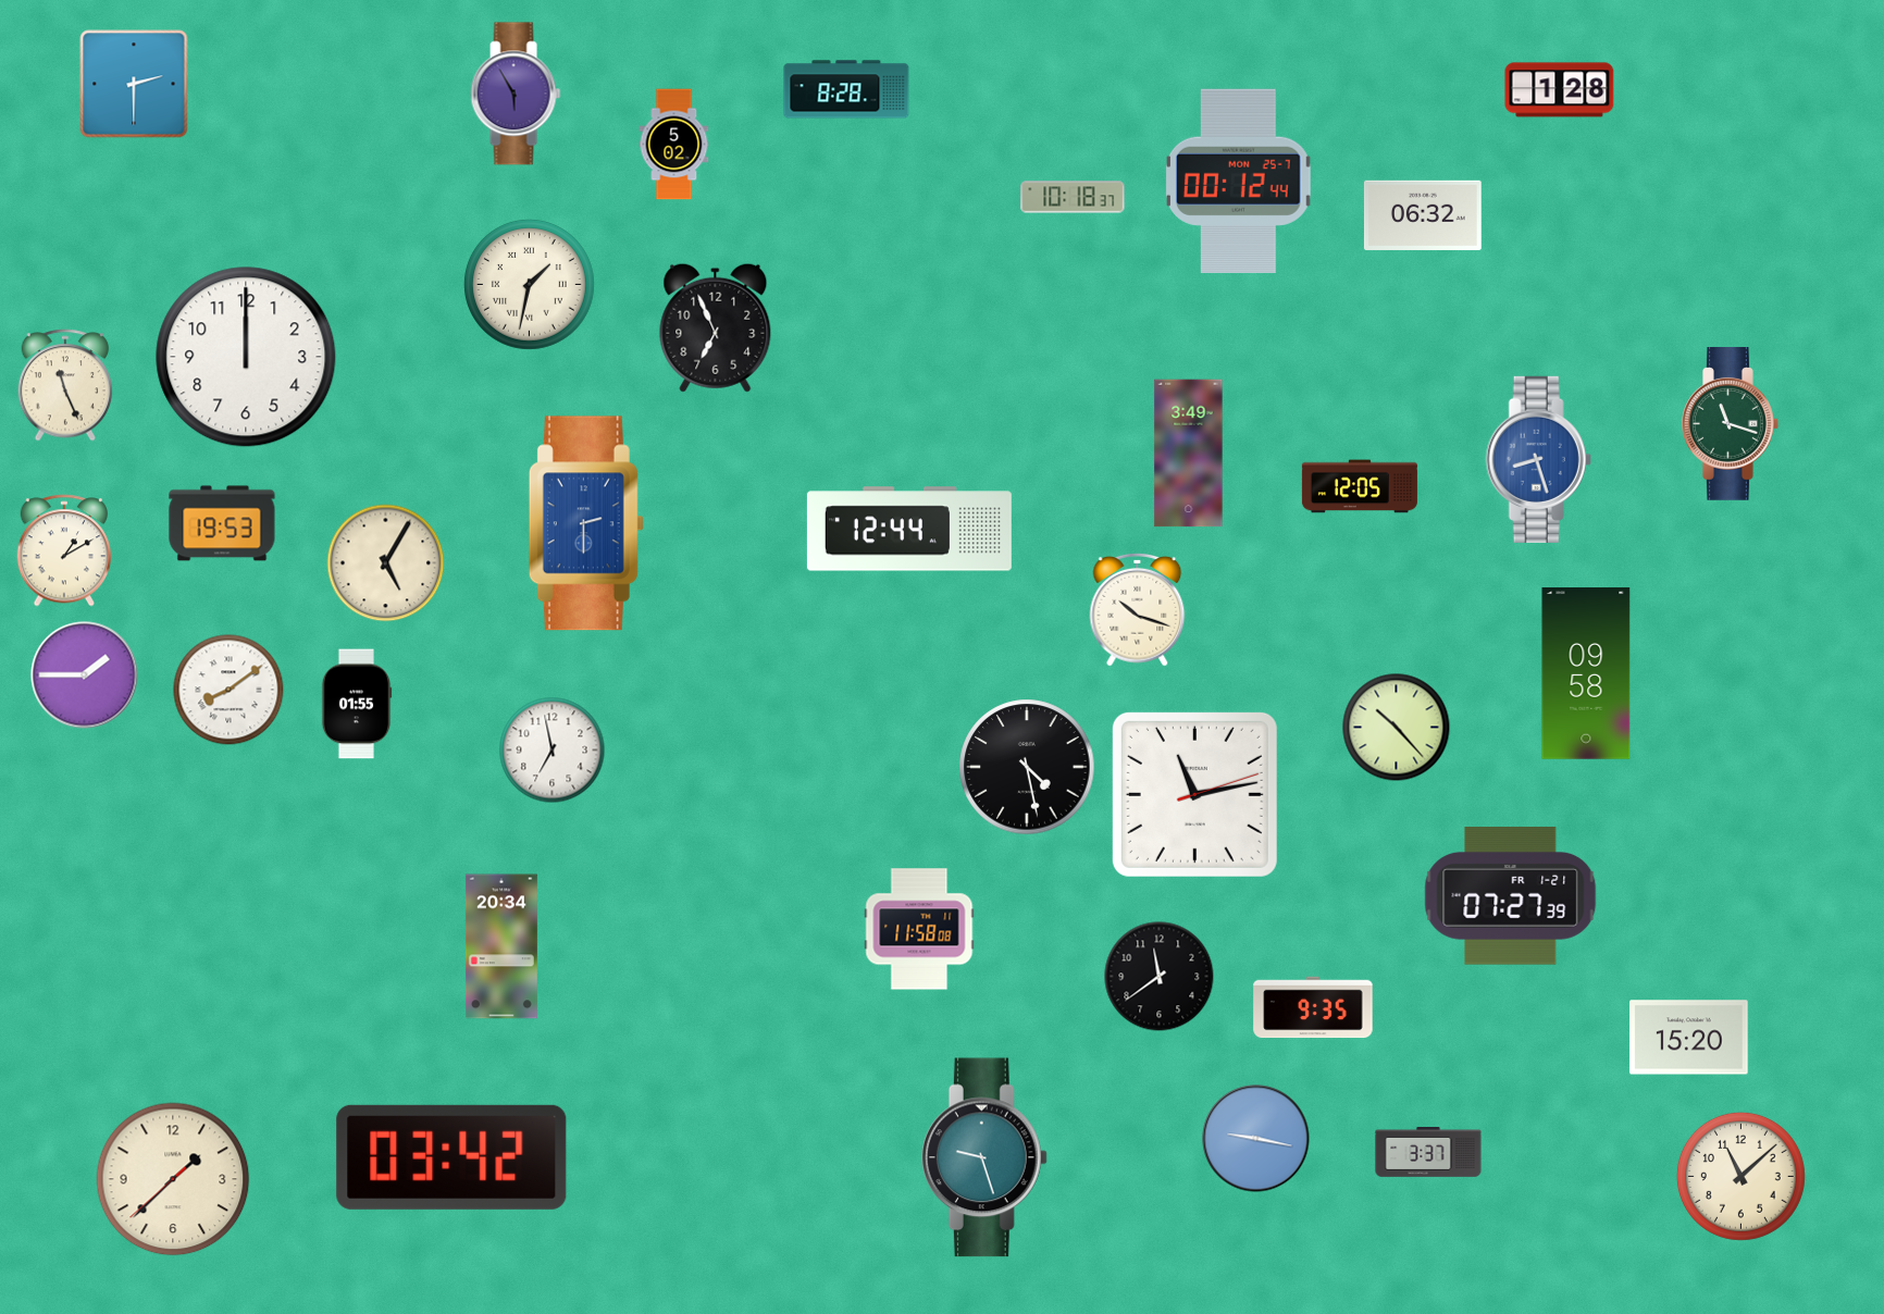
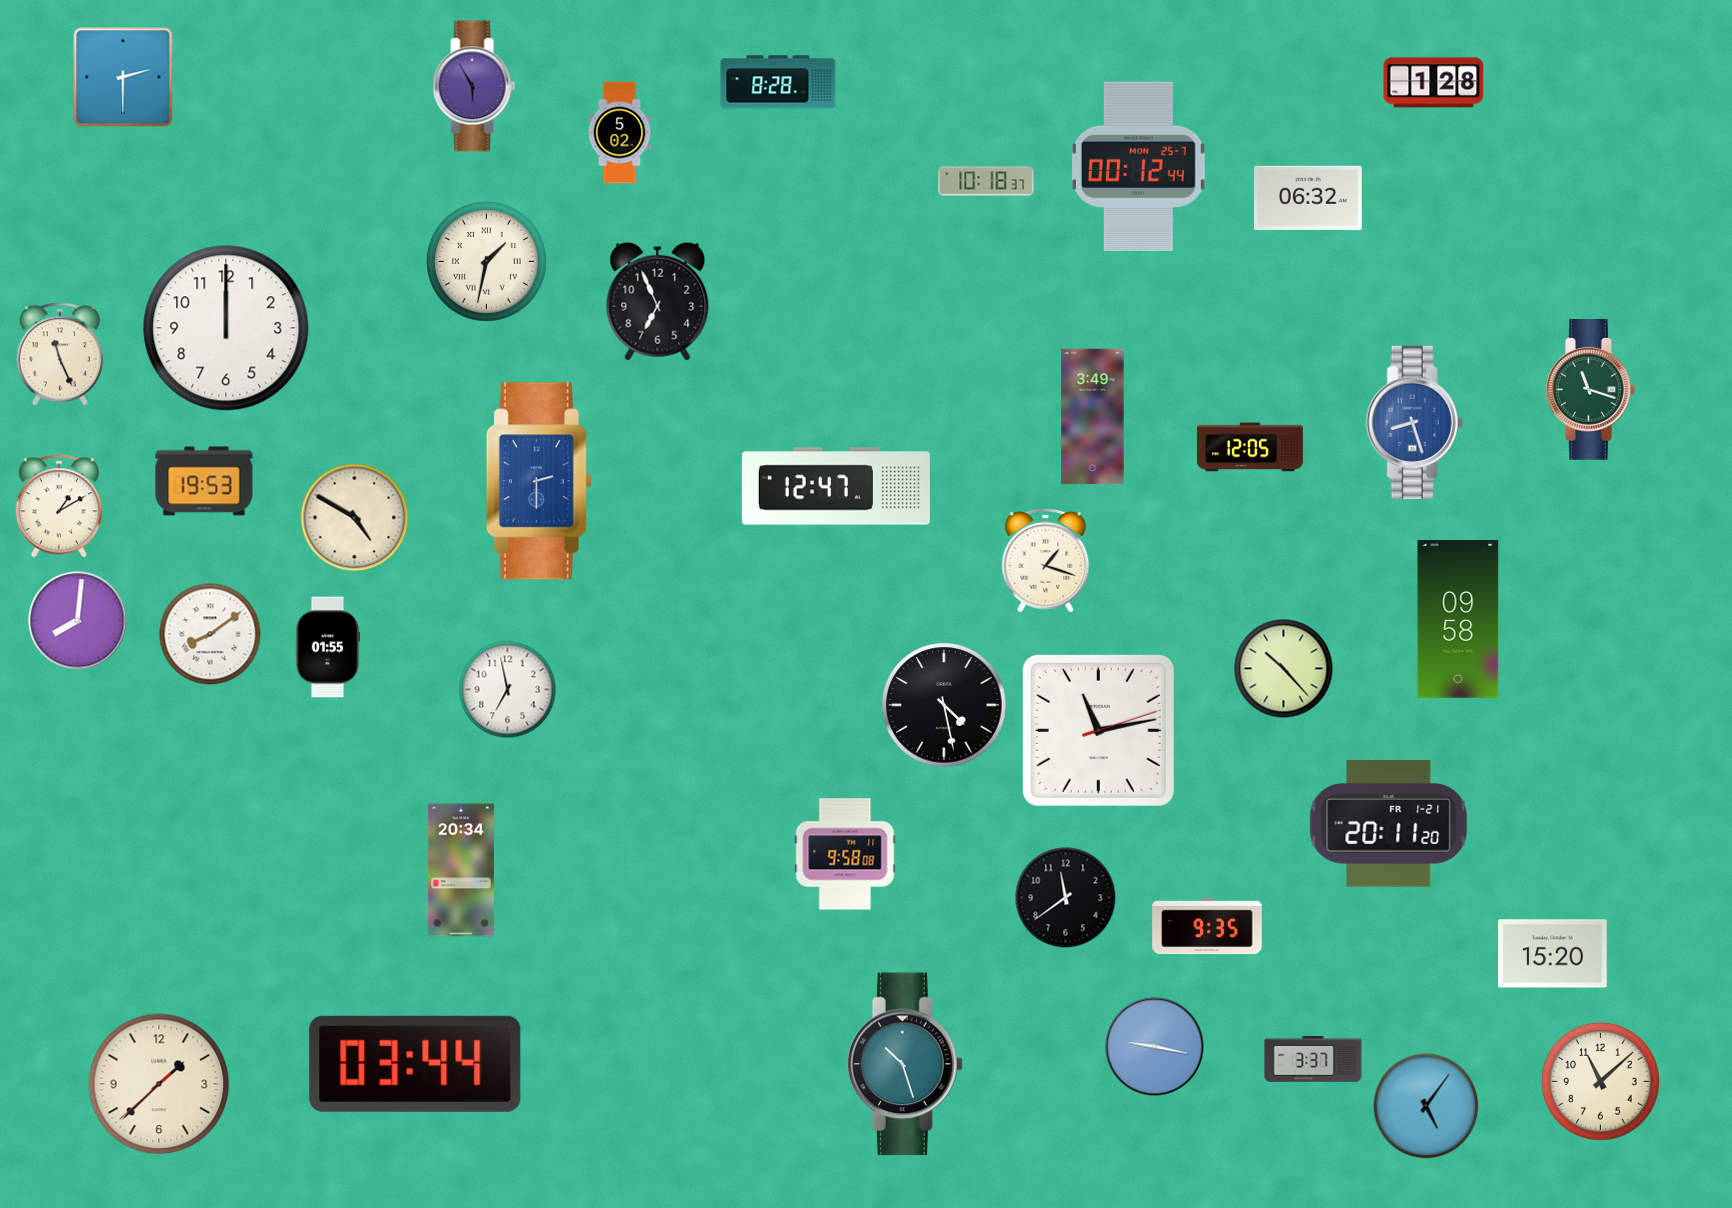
clock at (909, 529): 12:44 -> 12:47
clock at (386, 563): 5:05 -> 4:50
clock at (1138, 609): 10:18 -> 1:18
clock at (85, 675): 1:45 -> 8:01
clock at (1511, 896): 07:27 -> 20:11
clock at (919, 929): 11:58 -> 9:58
clock at (451, 1157): 03:42 -> 03:44
clock at (984, 1157): 9:27 -> 10:27
clock at (1426, 1106): none -> 5:06
